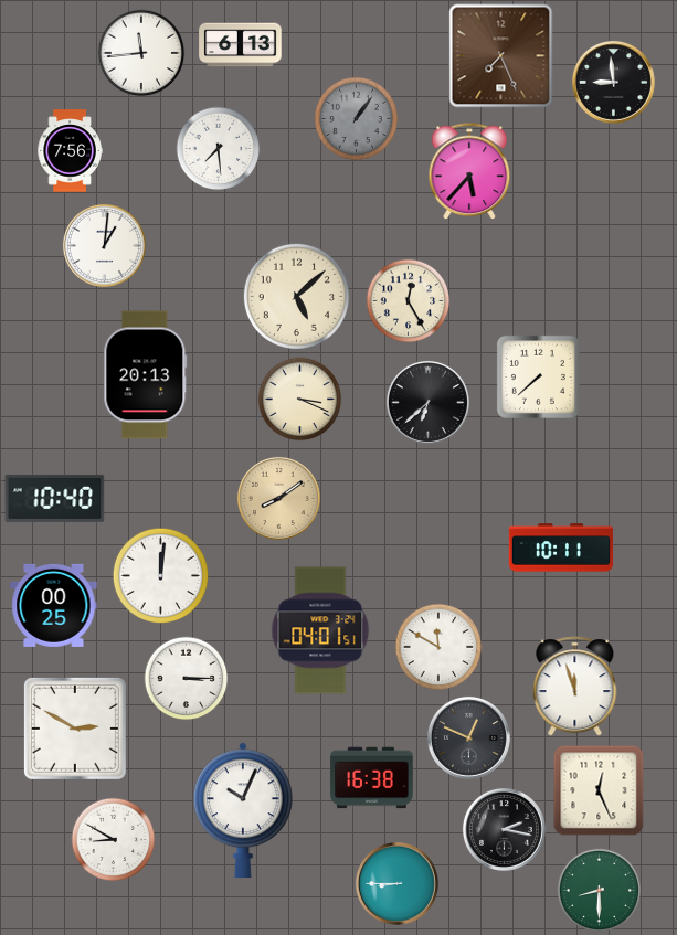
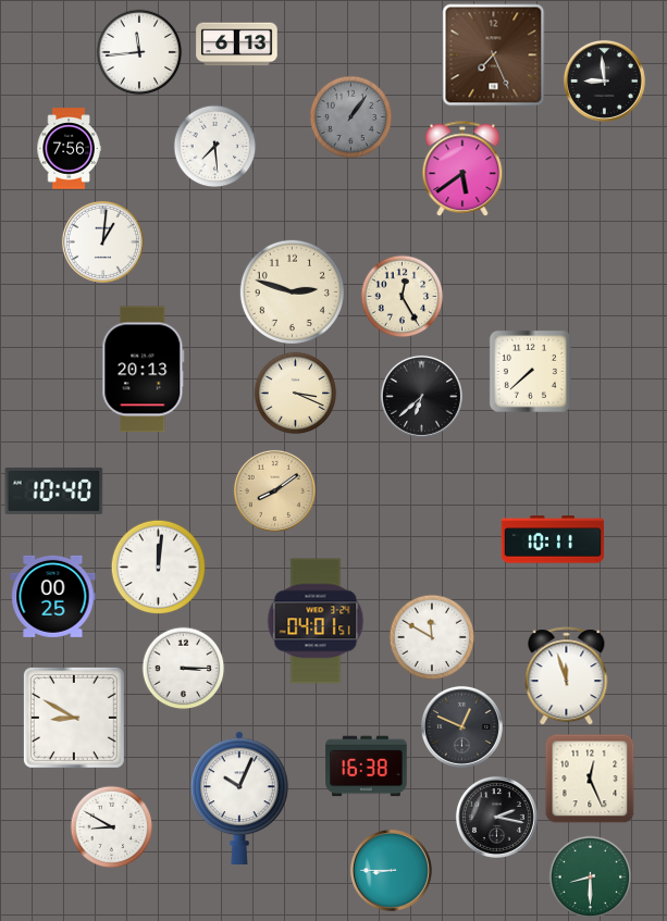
clock at (469, 172): 5:37 -> 5:39
clock at (296, 296): 5:08 -> 2:48
clock at (75, 729): 2:50 -> 8:50
